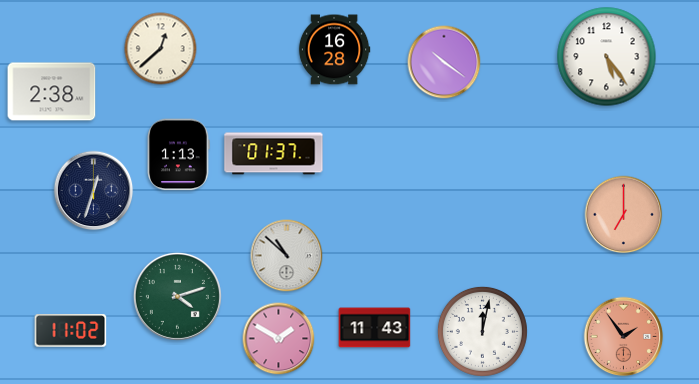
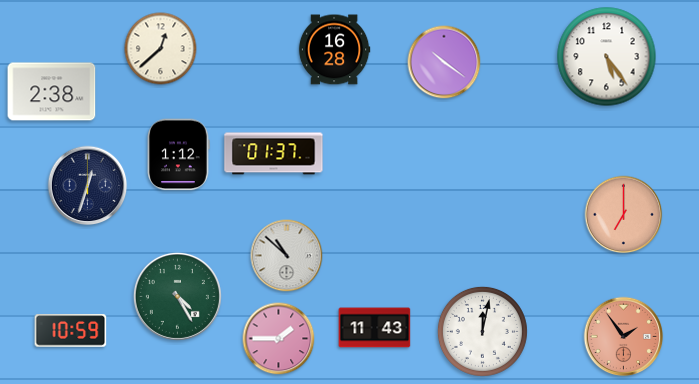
clock at (178, 155): 1:13 -> 1:12
clock at (94, 191) position: (94, 191) -> (88, 186)
clock at (177, 296): 4:12 -> 4:25
clock at (71, 331): 11:02 -> 10:59
clock at (279, 339): 1:50 -> 1:45
